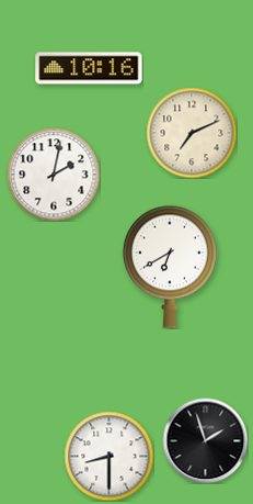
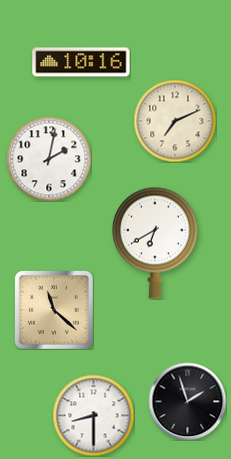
clock at (54, 310): none -> 11:22
clock at (108, 456) position: (108, 456) -> (93, 415)
